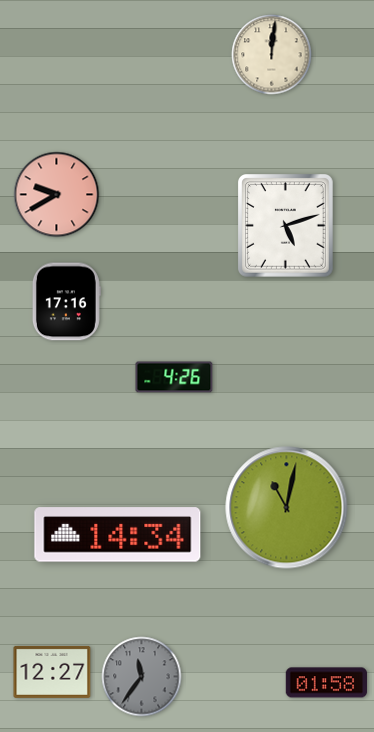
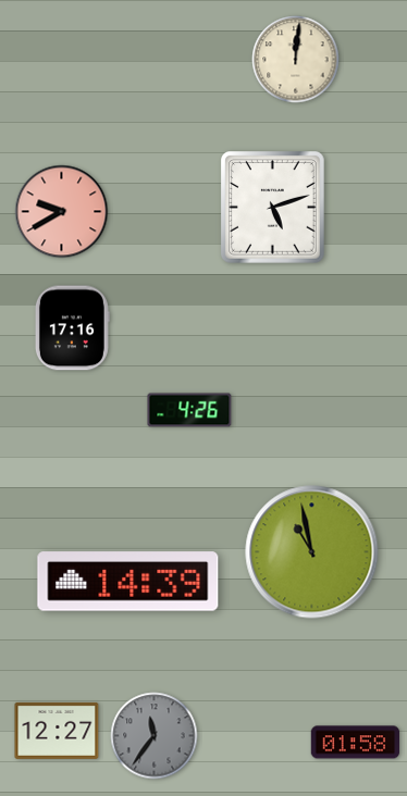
clock at (286, 226) position: (286, 226) -> (273, 208)
clock at (287, 508): 11:02 -> 10:58
clock at (118, 535): 14:34 -> 14:39
